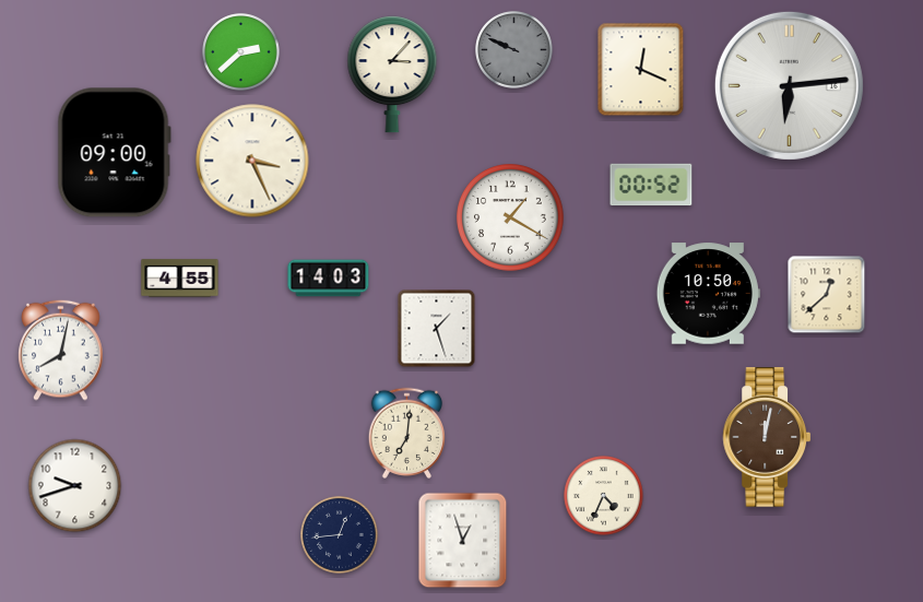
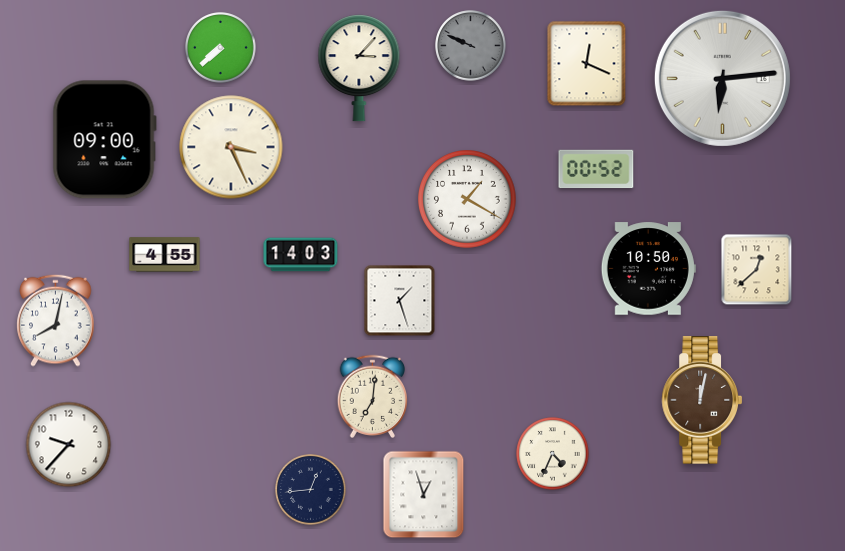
clock at (241, 52): 2:38 -> 7:38
clock at (75, 486): 9:42 -> 9:37
